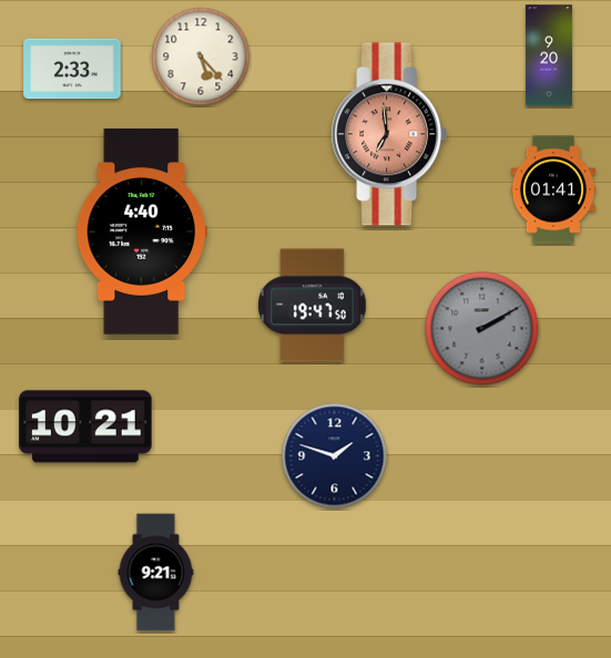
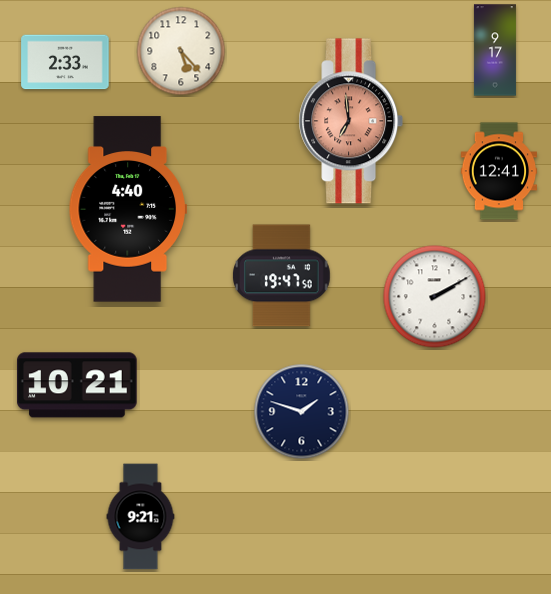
clock at (549, 55): 9:20 -> 9:17
clock at (553, 189): 01:41 -> 12:41
clock at (482, 329) dial: grey -> white
